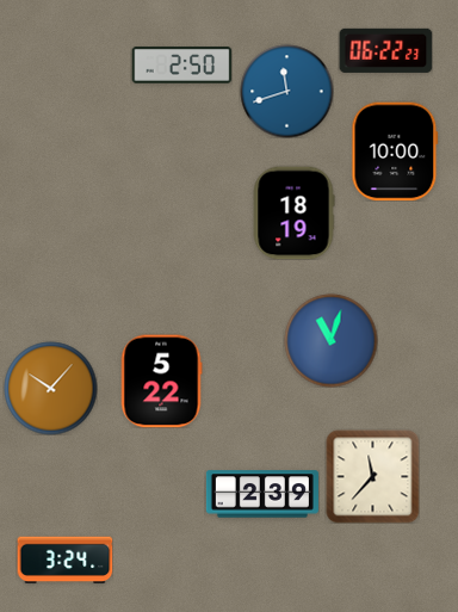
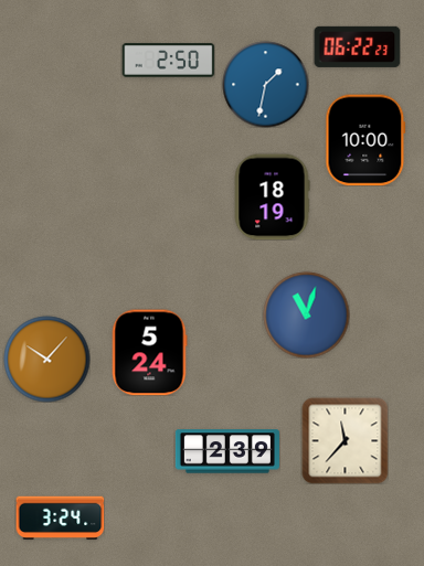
clock at (286, 91): 11:42 -> 1:32
clock at (161, 381): 5:22 -> 5:24
clock at (262, 494) position: (262, 494) -> (227, 451)
